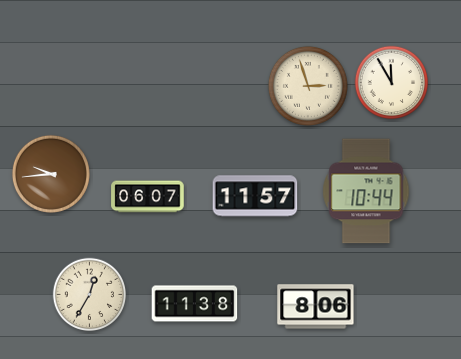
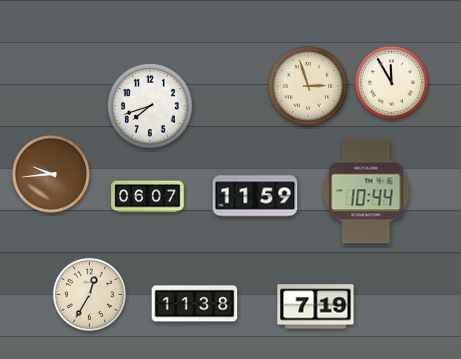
clock at (150, 106): none -> 7:42
clock at (255, 196): 11:57 -> 11:59
clock at (316, 307): 8:06 -> 7:19
